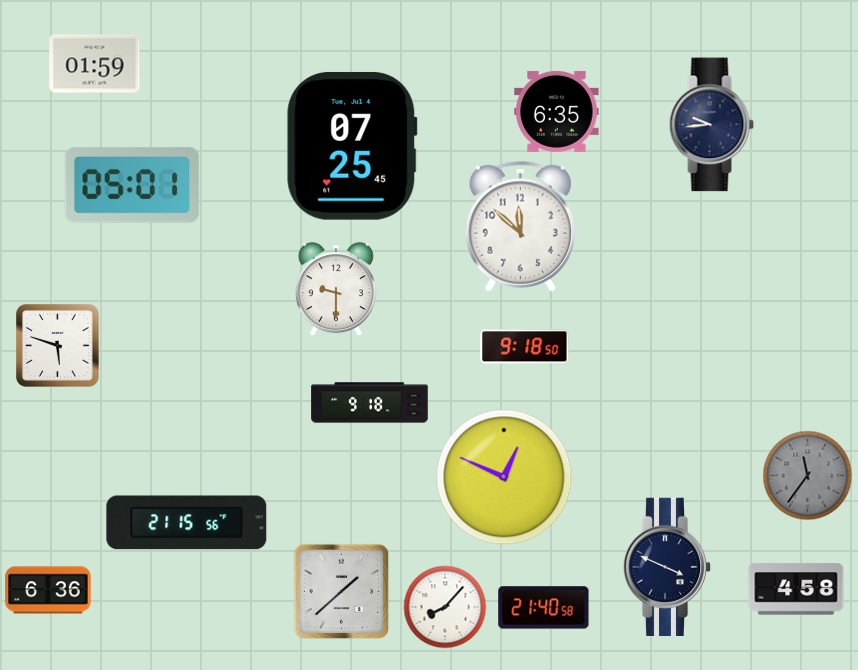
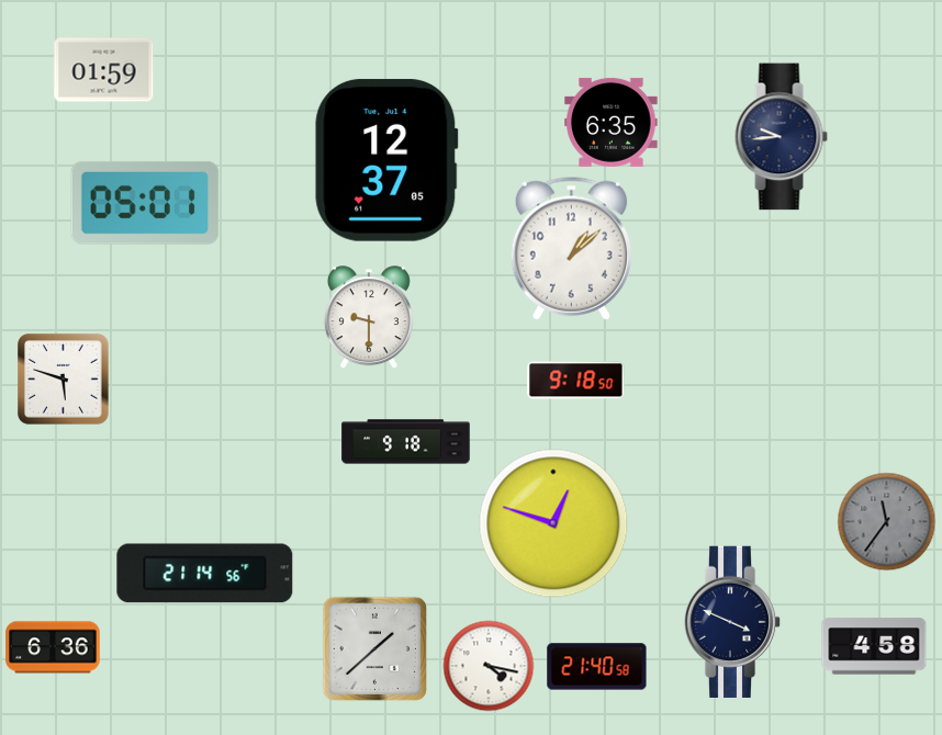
clock at (352, 146): 07:25 -> 12:37
clock at (520, 226): 11:52 -> 1:08
clock at (504, 477): 12:49 -> 12:48
clock at (187, 523): 21:15 -> 21:14
clock at (445, 607): 8:07 -> 4:17
